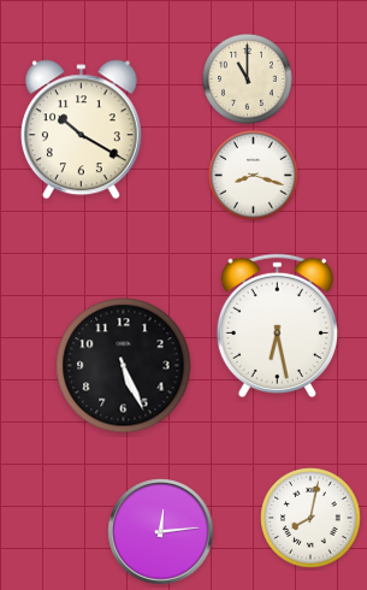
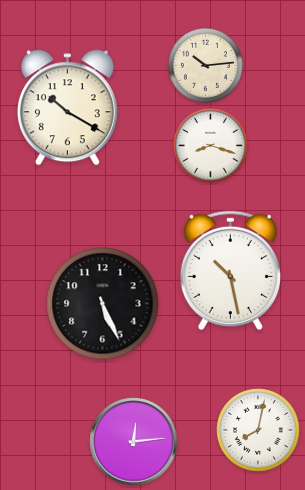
clock at (247, 78): 11:00 -> 10:14
clock at (277, 326): 6:28 -> 10:28
